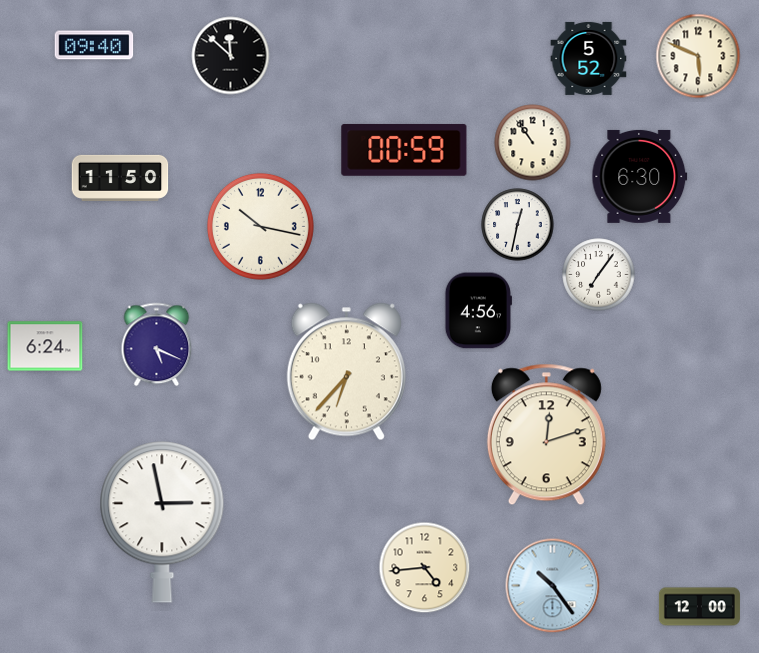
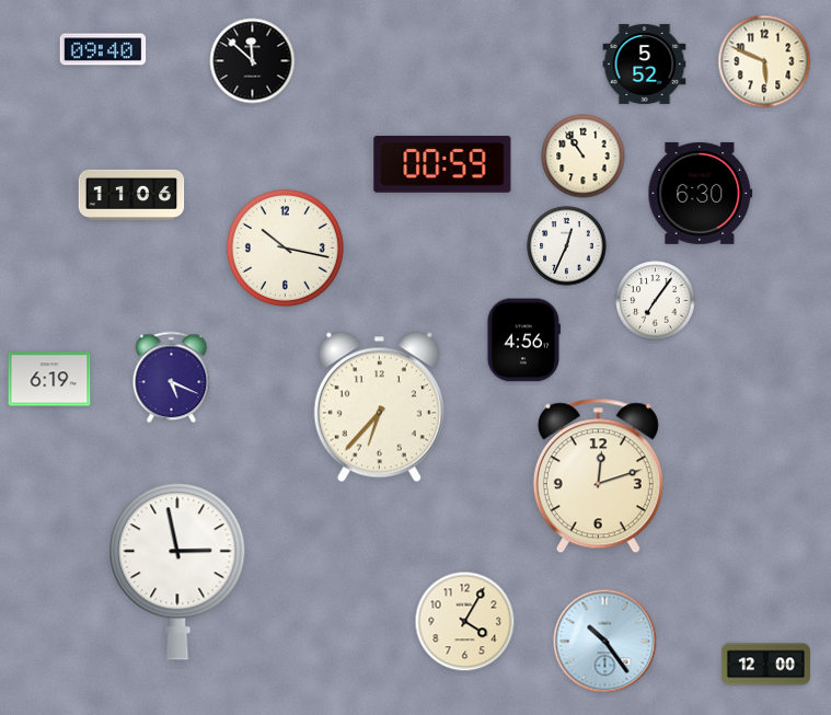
clock at (120, 178): 11:50 -> 11:06
clock at (518, 225): 12:32 -> 12:34
clock at (45, 346): 6:24 -> 6:19
clock at (425, 568): 4:44 -> 4:05
